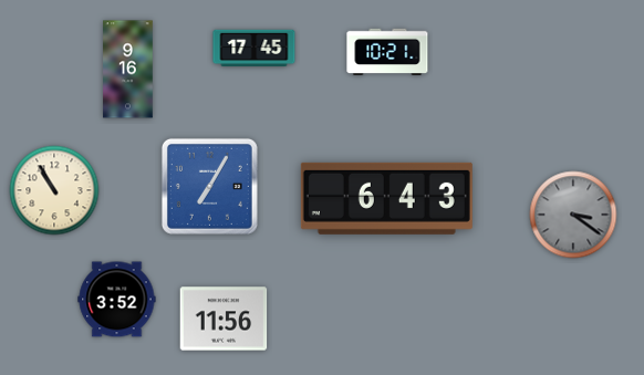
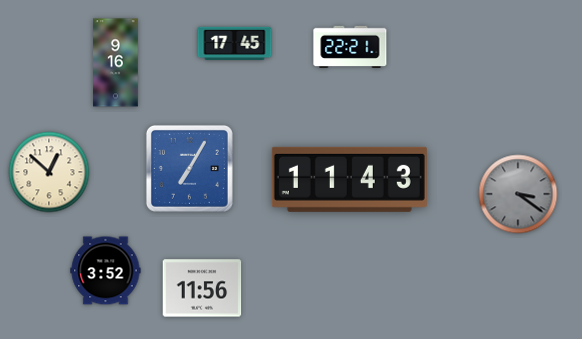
clock at (255, 49) position: (255, 49) -> (235, 44)
clock at (387, 51): 10:21 -> 22:21
clock at (54, 190): 10:55 -> 12:52
clock at (386, 198): 6:43 -> 11:43
